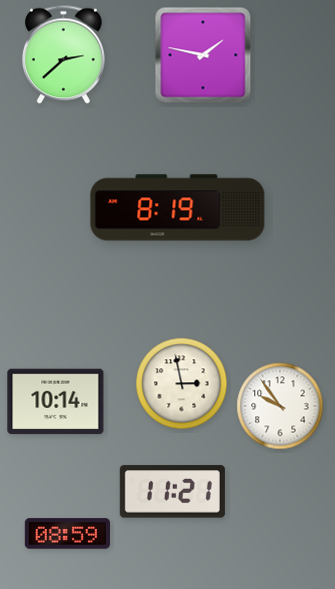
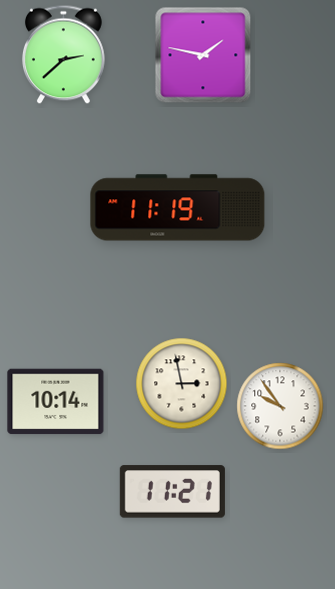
clock at (178, 208): 8:19 -> 11:19
clock at (67, 534): 08:59 -> none
